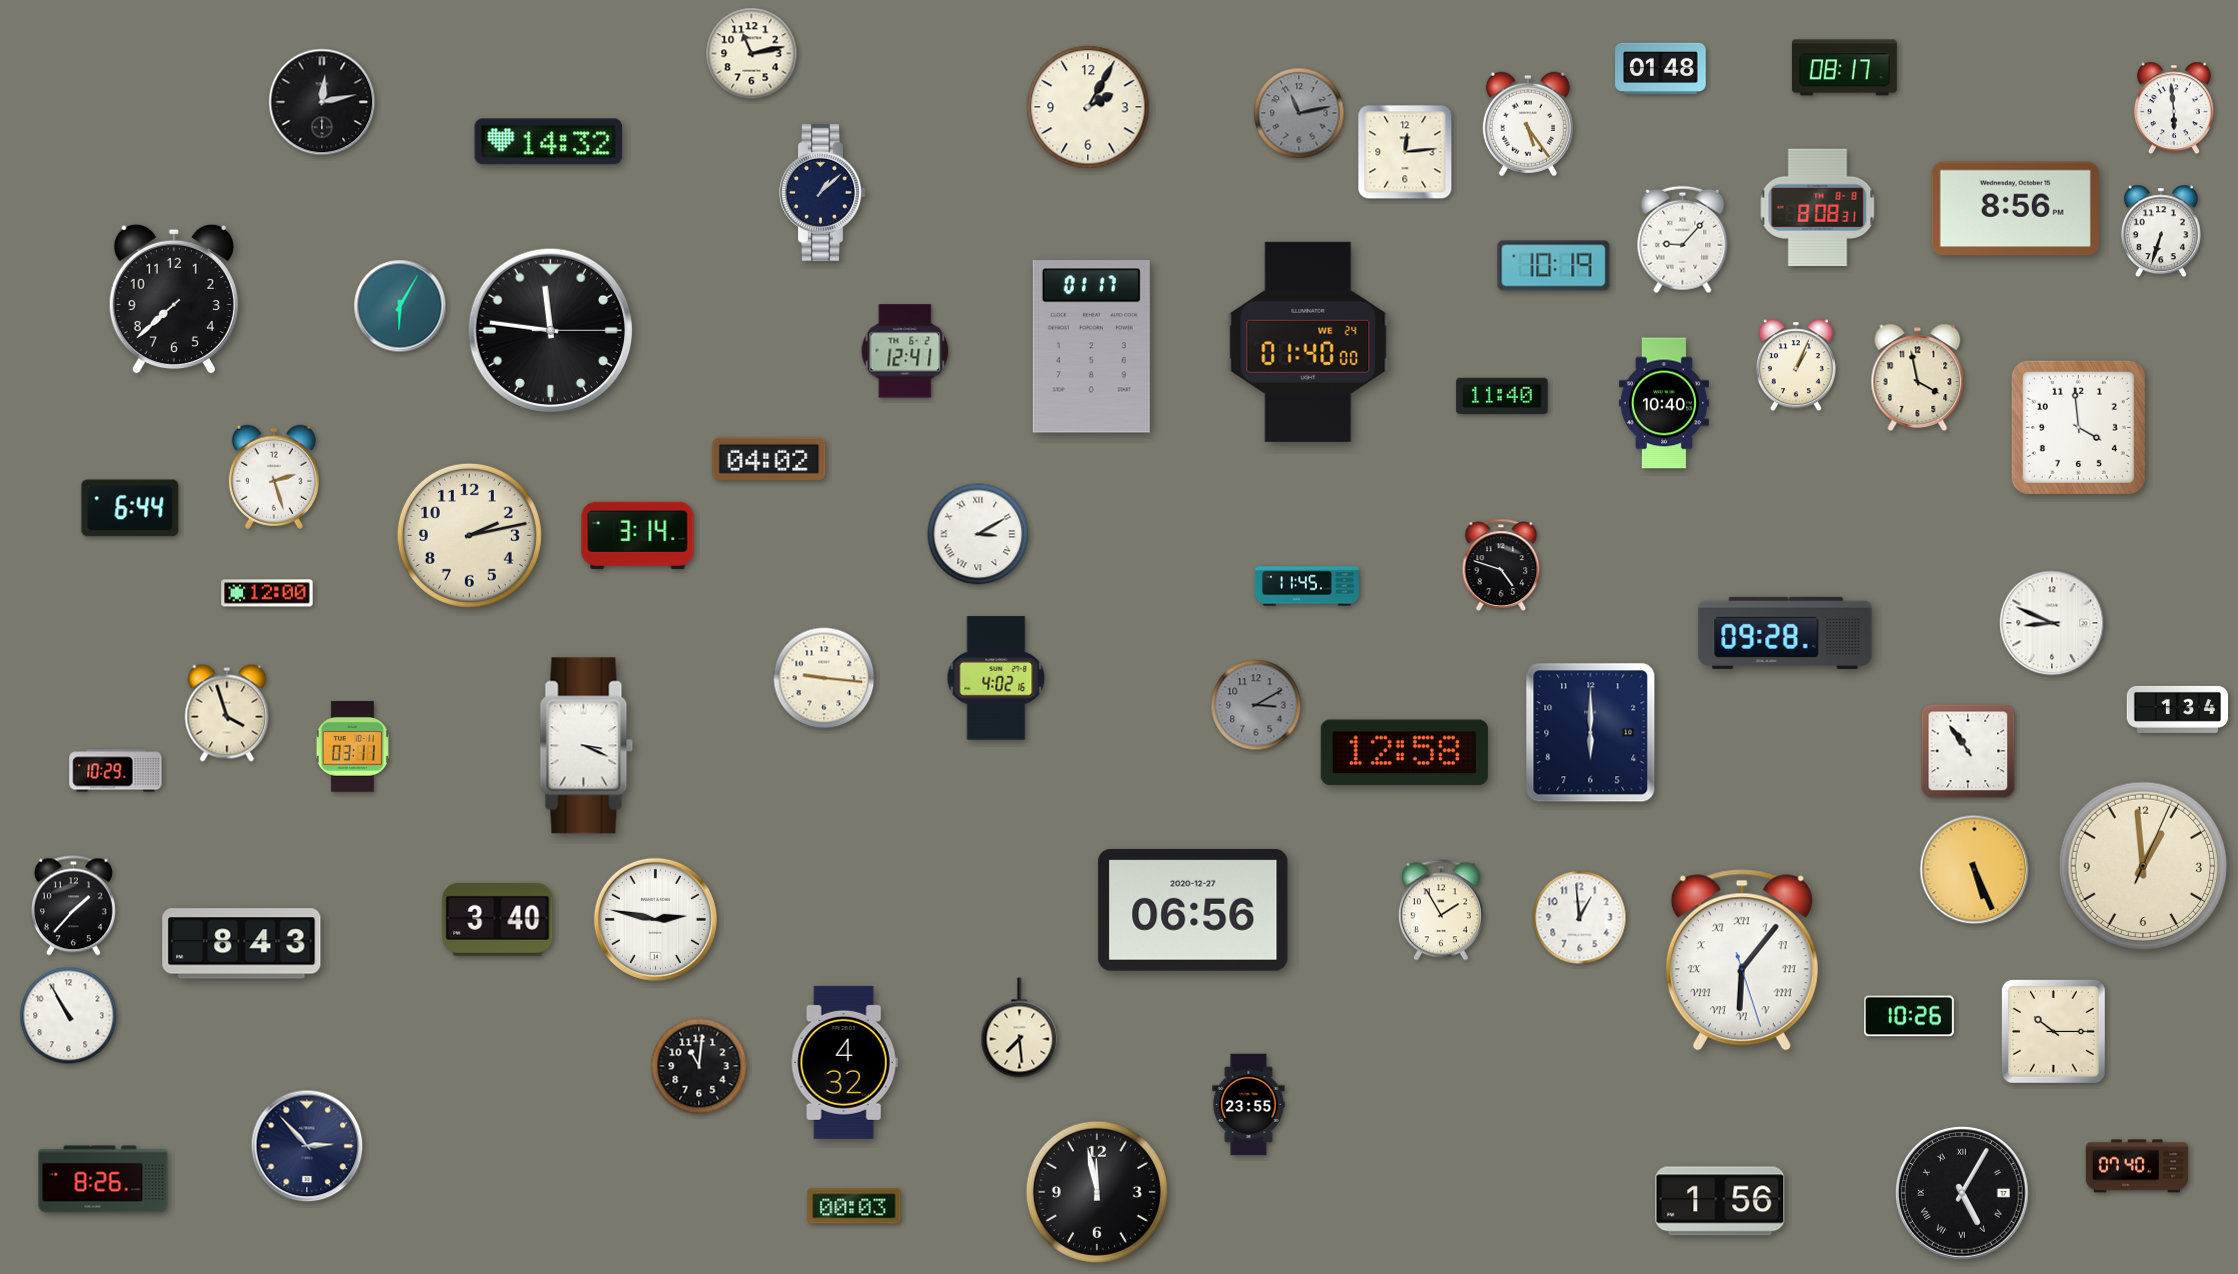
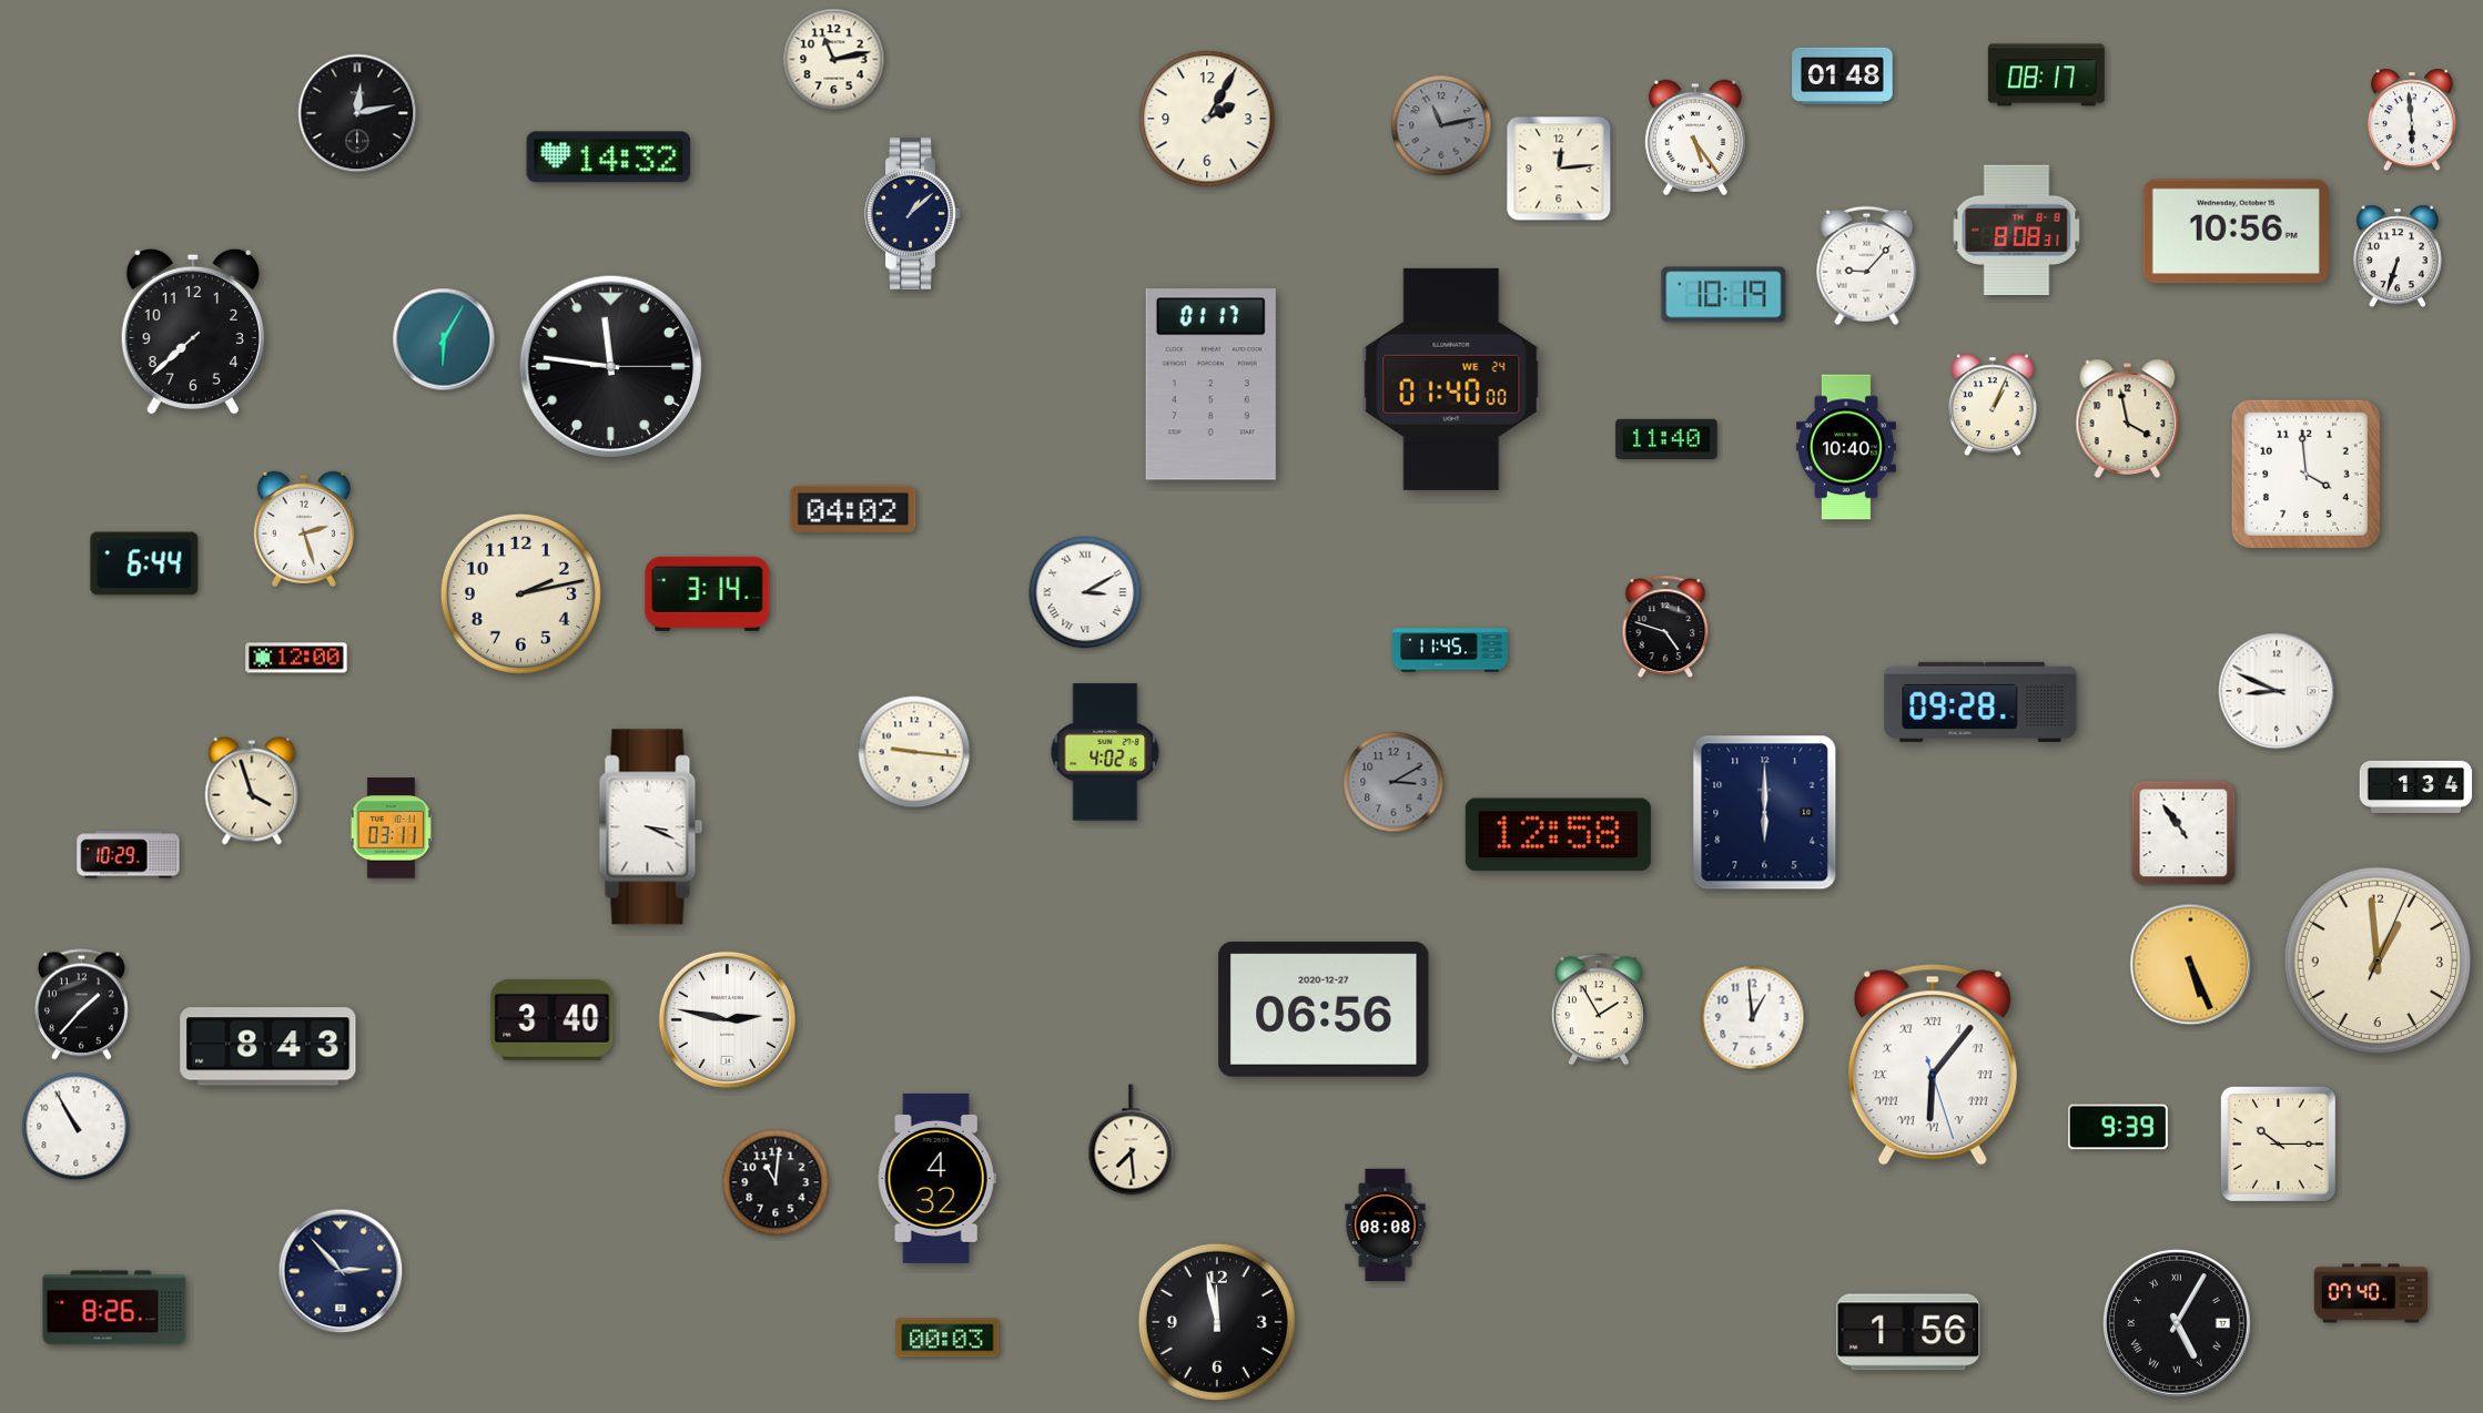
clock at (2015, 209): 8:56 -> 10:56
clock at (905, 351): 12:41 -> none
clock at (1910, 1016): 10:26 -> 9:39
clock at (1249, 1105): 23:55 -> 08:08
